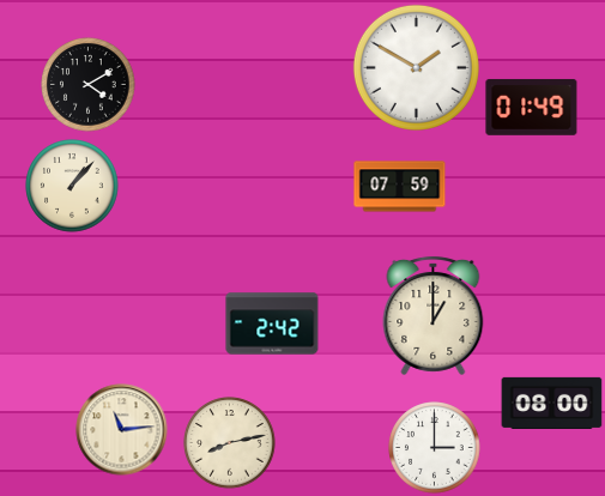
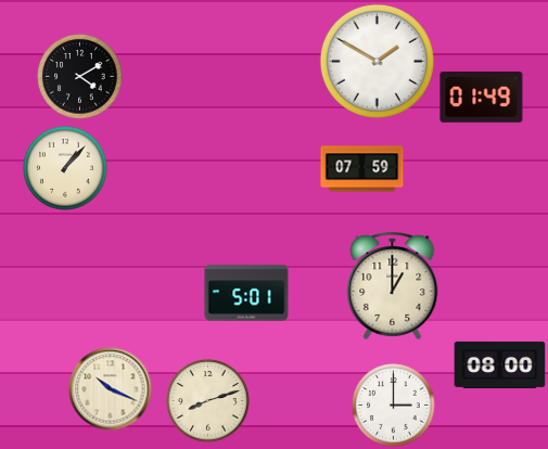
clock at (272, 323): 2:42 -> 5:01
clock at (122, 430): 11:14 -> 10:19
clock at (230, 443): 8:13 -> 8:12
